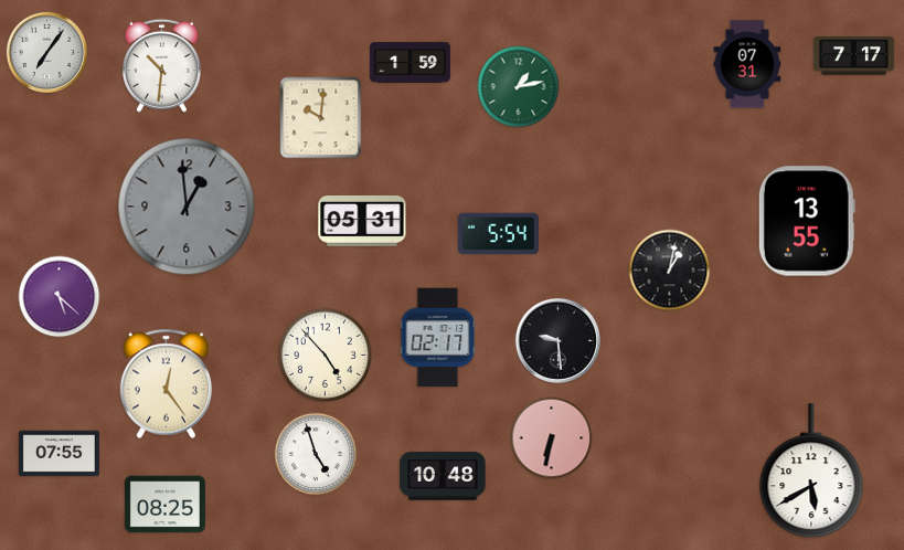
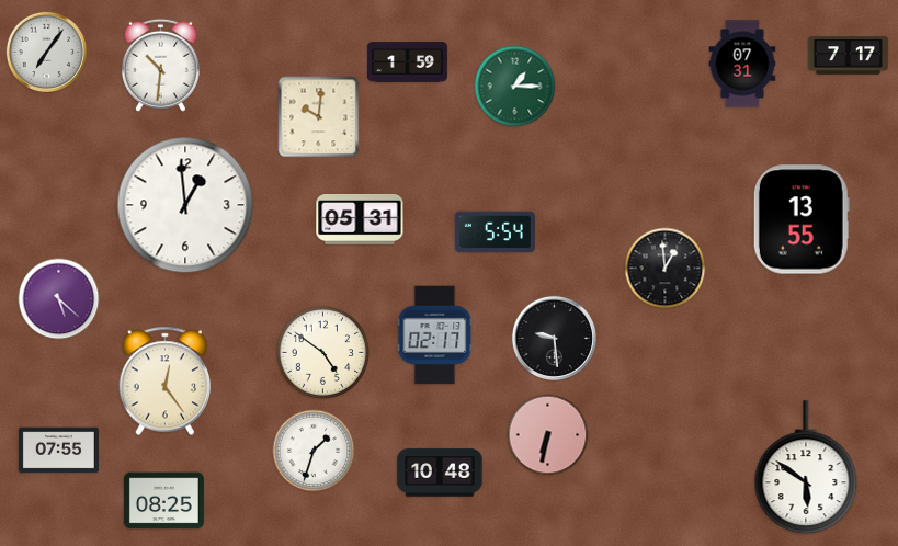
clock at (519, 87): 1:13 -> 1:15
clock at (187, 207) dial: grey -> white
clock at (670, 271): 1:02 -> 12:59
clock at (60, 297) position: (60, 297) -> (59, 299)
clock at (325, 355): 4:53 -> 4:51
clock at (316, 454): 4:57 -> 1:33
clock at (811, 472): 5:40 -> 5:51
